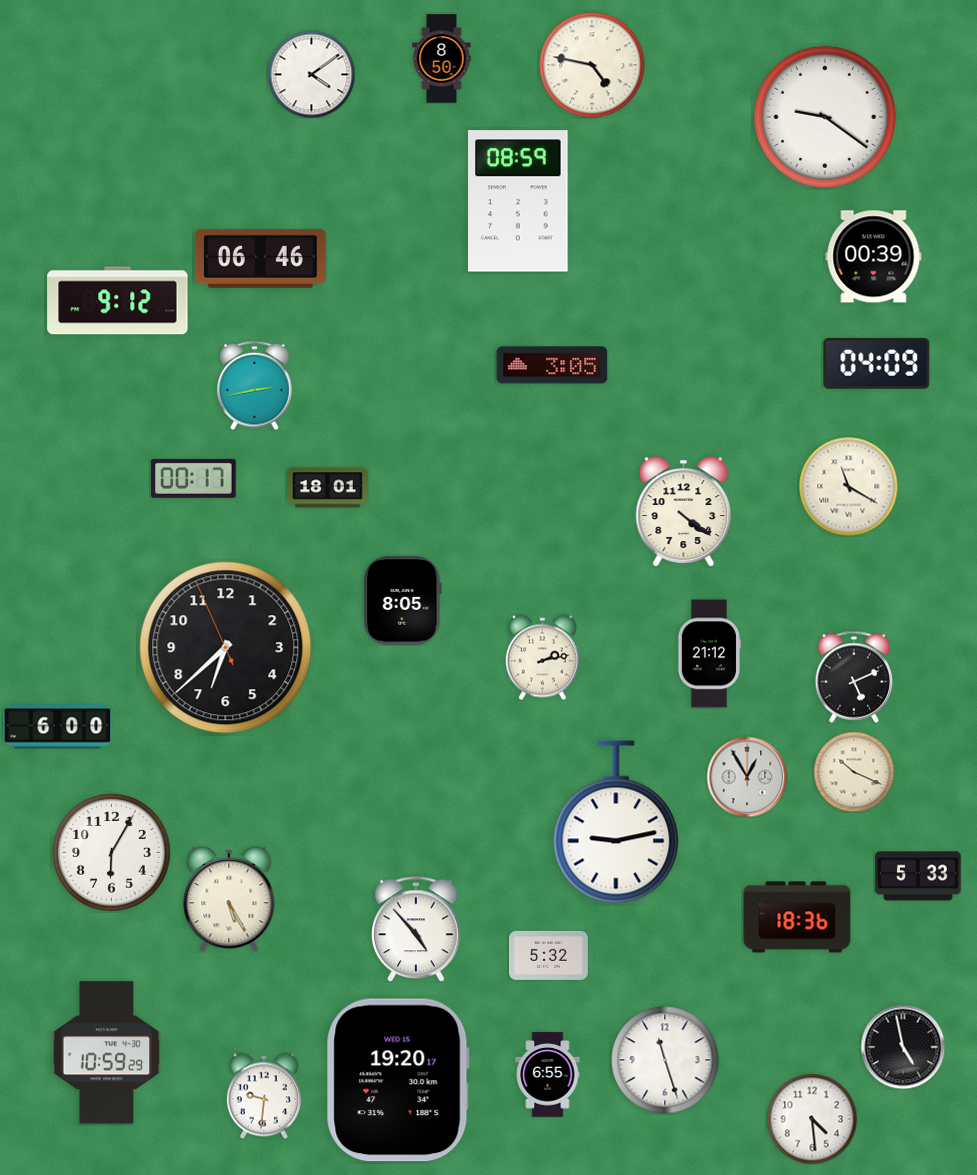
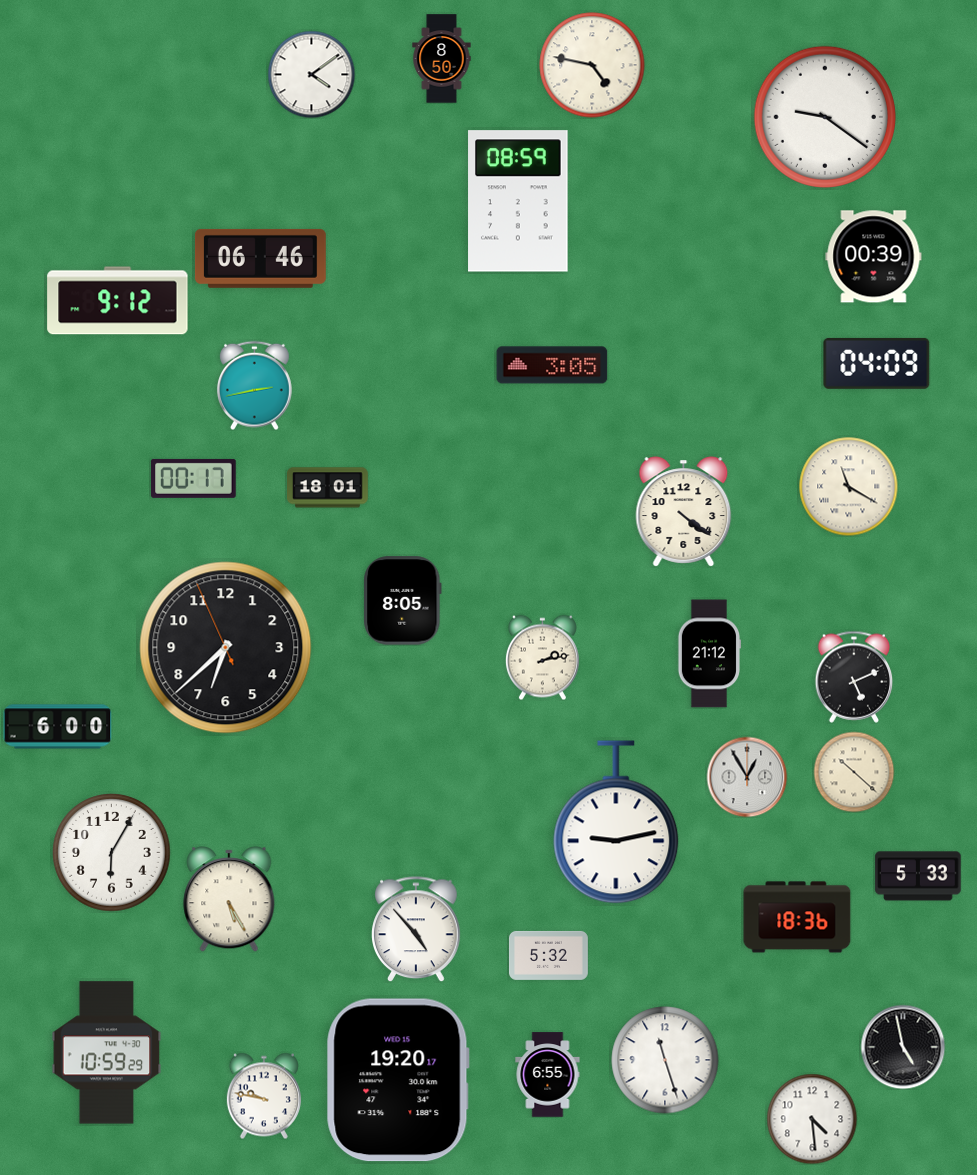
clock at (854, 772): 10:19 -> 10:22
clock at (264, 1096): 9:31 -> 9:47
